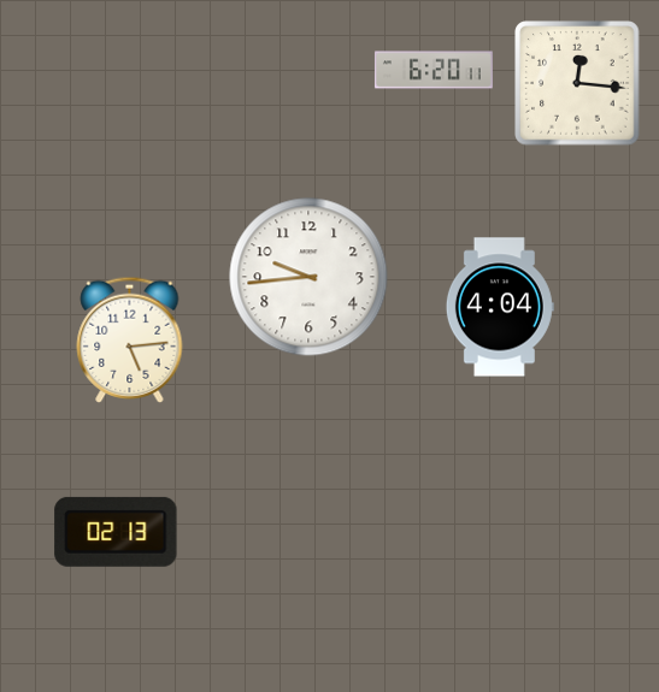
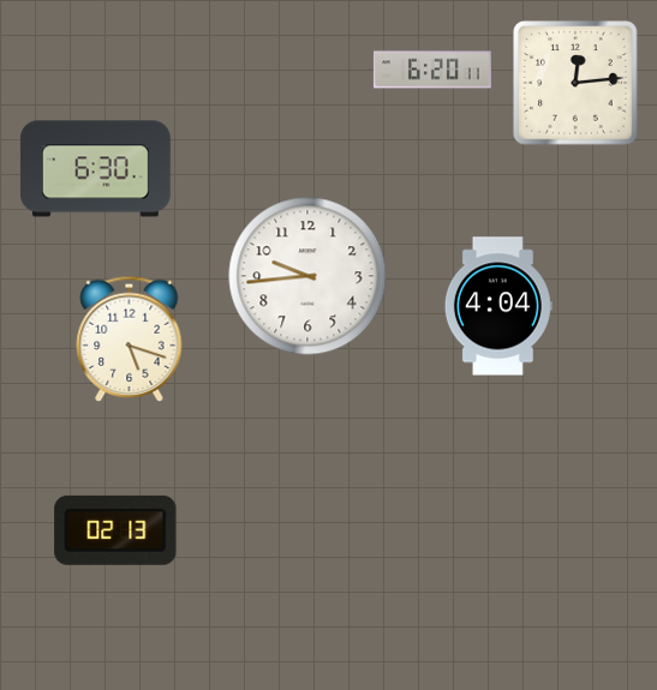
clock at (577, 83): 12:16 -> 12:14
clock at (95, 169): none -> 6:30
clock at (130, 339): 5:14 -> 5:18
